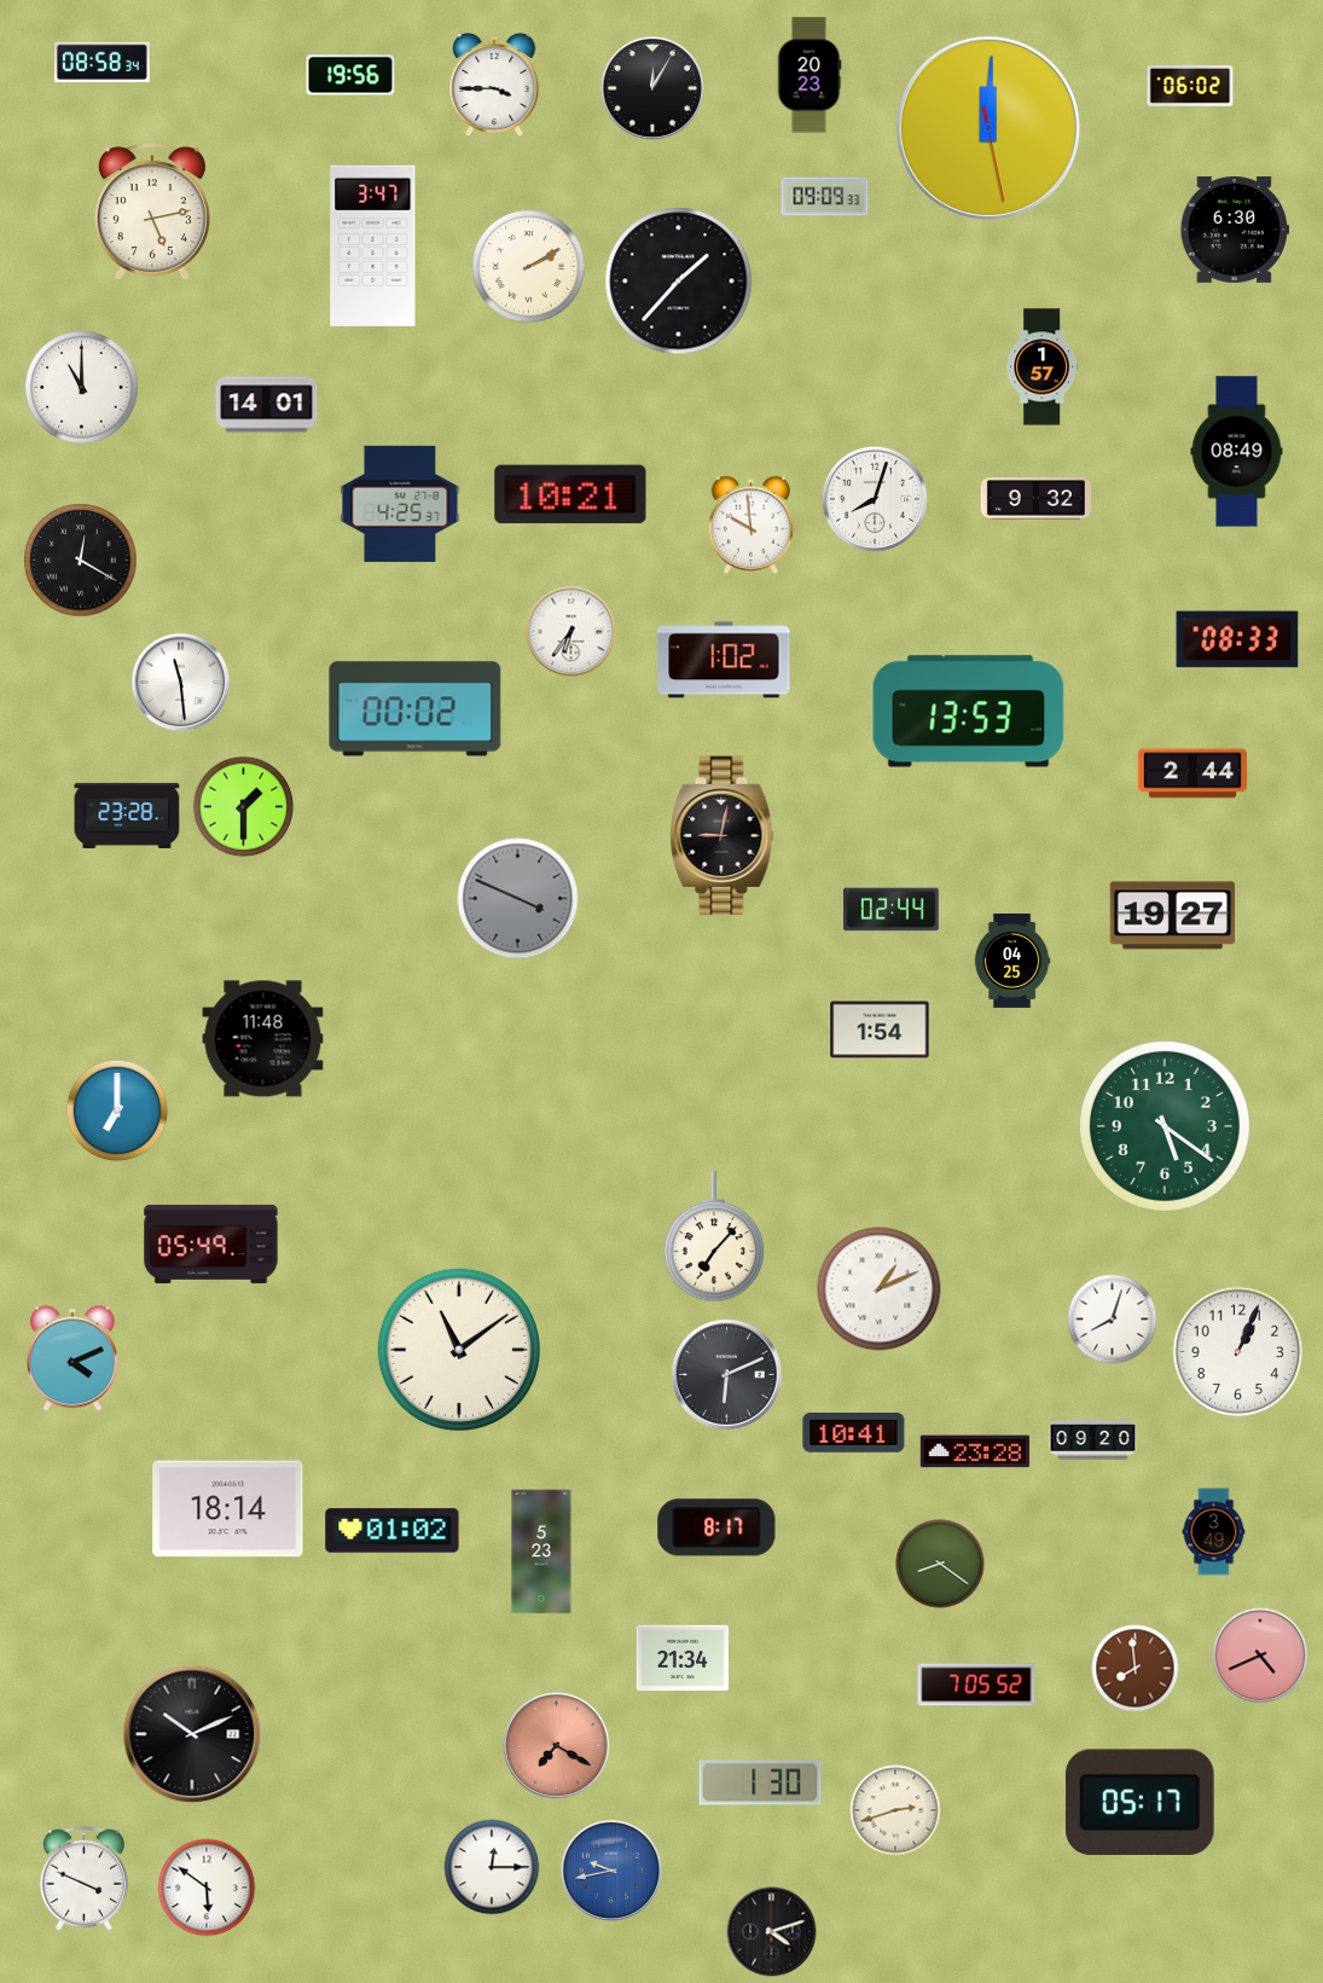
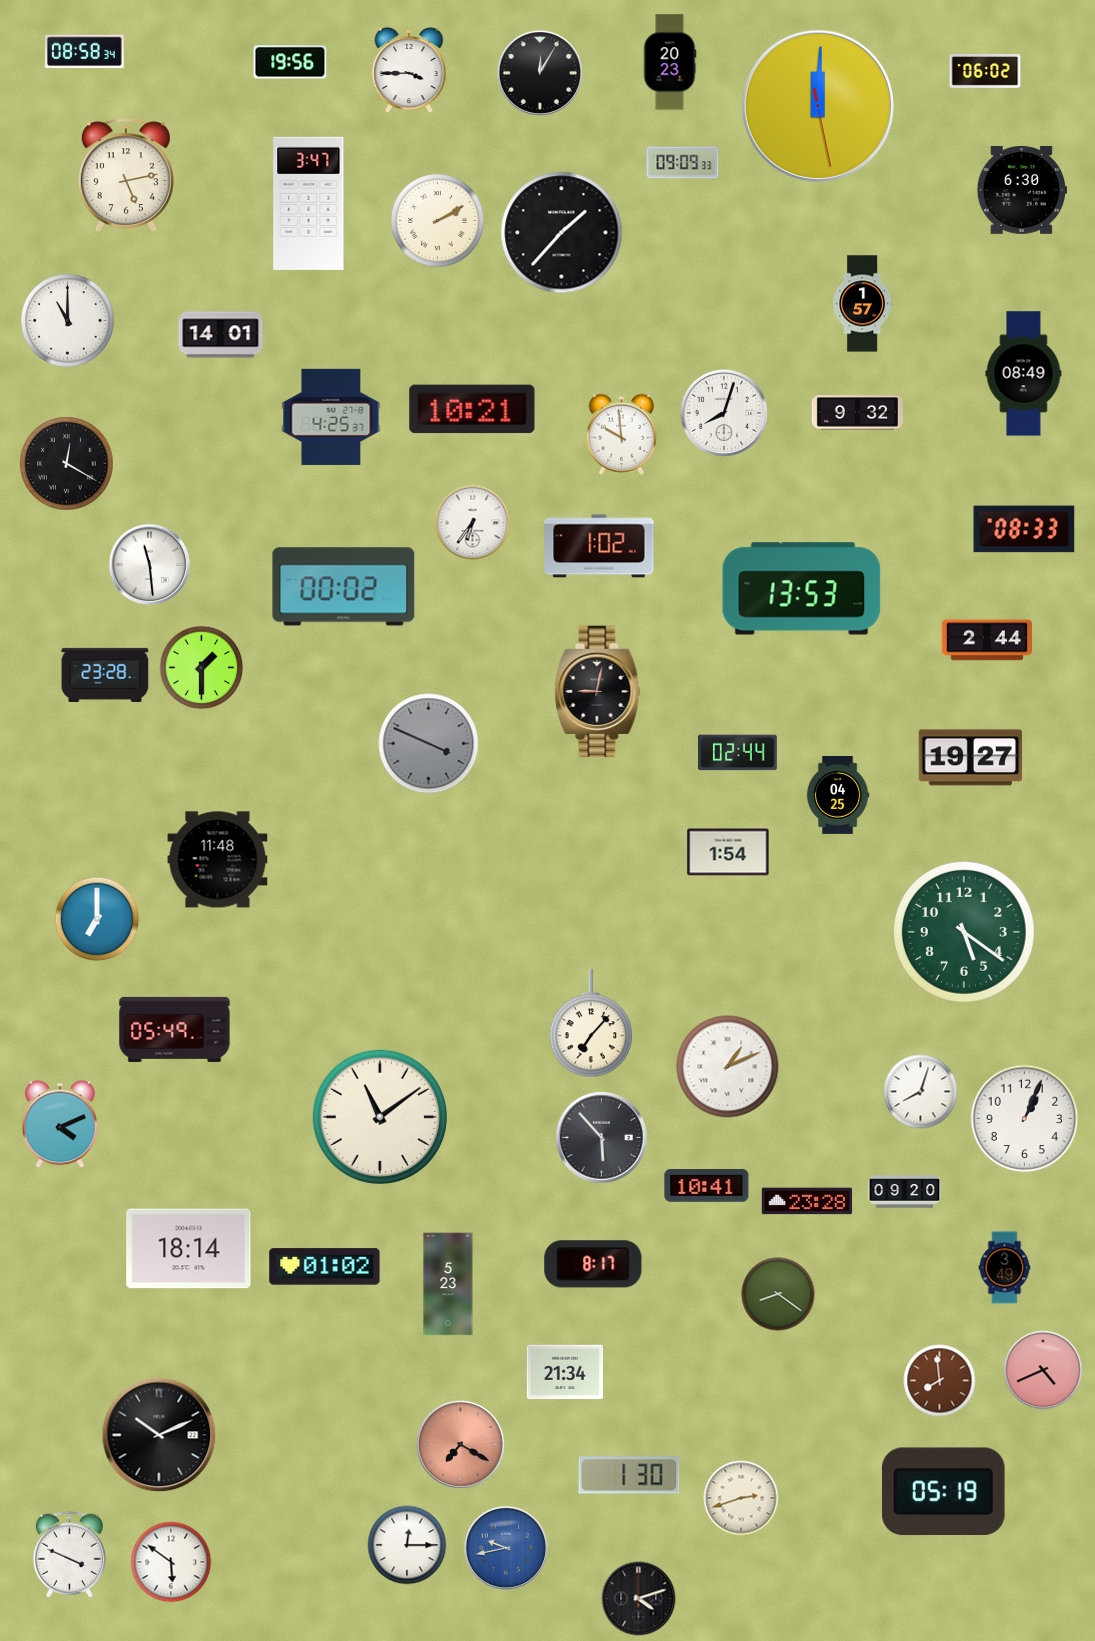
clock at (727, 1375): 6:11 -> 5:53
clock at (976, 1685): 7:05 -> none
clock at (1139, 1803): 05:17 -> 05:19
